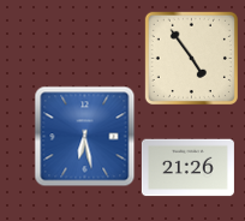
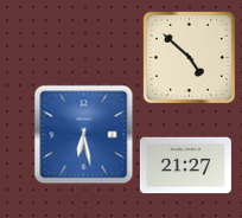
clock at (191, 58): 4:54 -> 4:52
clock at (187, 168): 21:26 -> 21:27
